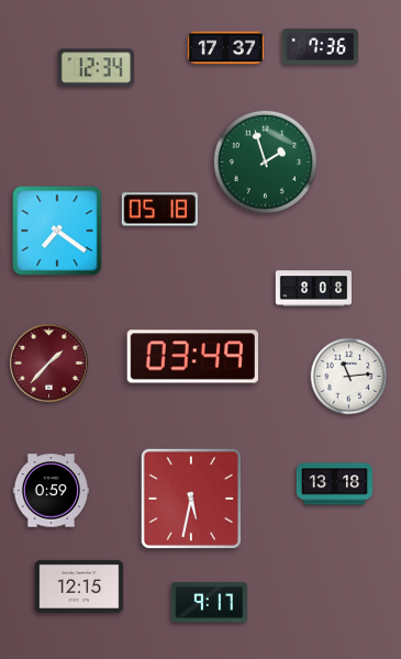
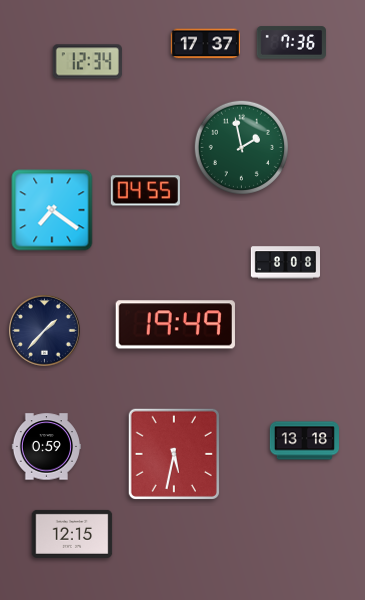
clock at (265, 161): 1:57 -> 1:58
clock at (159, 210): 05:18 -> 04:55
clock at (192, 357): 03:49 -> 19:49
clock at (49, 364) dial: burgundy -> navy
clock at (349, 377): 11:14 -> none
clock at (209, 603): 9:17 -> none
